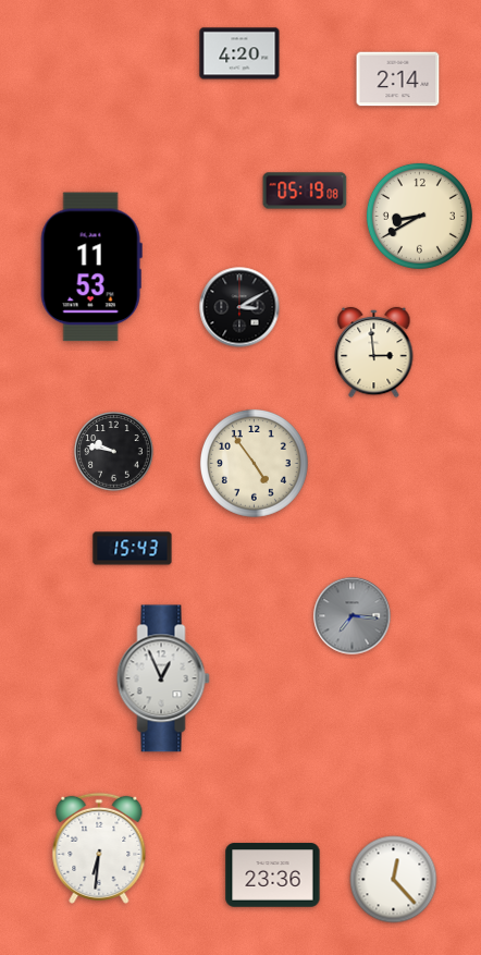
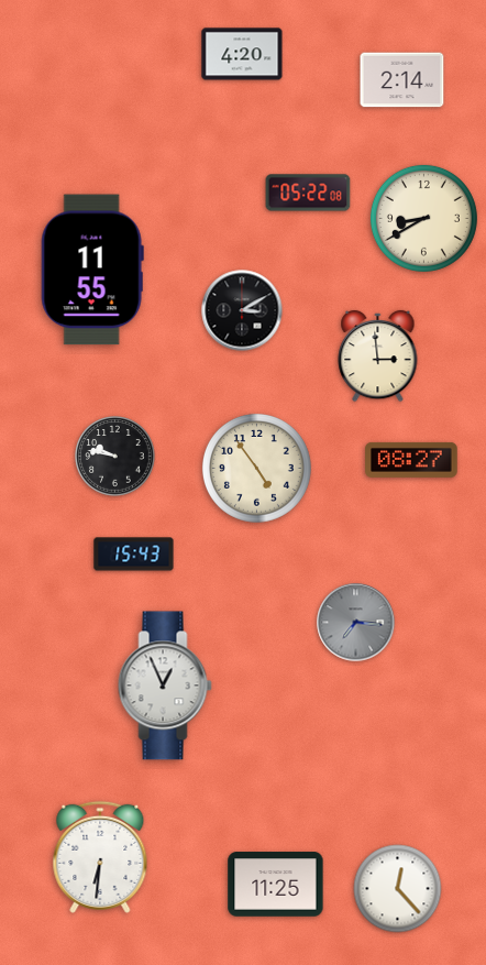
clock at (305, 191): 05:19 -> 05:22
clock at (91, 267): 11:53 -> 11:55
clock at (411, 460): none -> 08:27
clock at (273, 876): 23:36 -> 11:25
